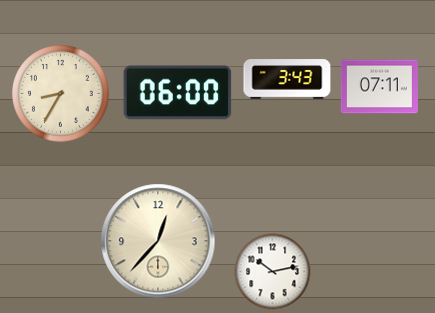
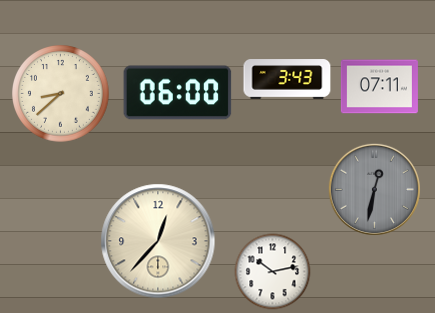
clock at (61, 94): 8:35 -> 8:38
clock at (374, 189): none -> 12:32
